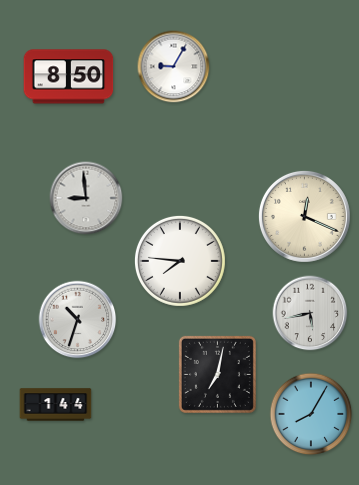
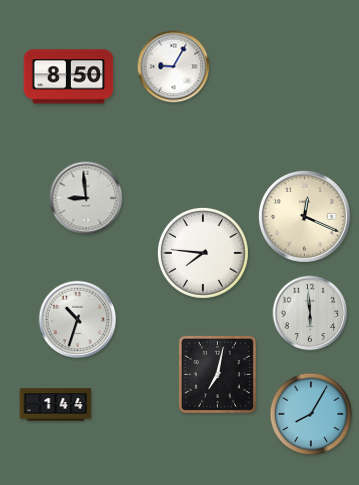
clock at (180, 261) position: (180, 261) -> (203, 253)
clock at (310, 313): 5:43 -> 5:59
